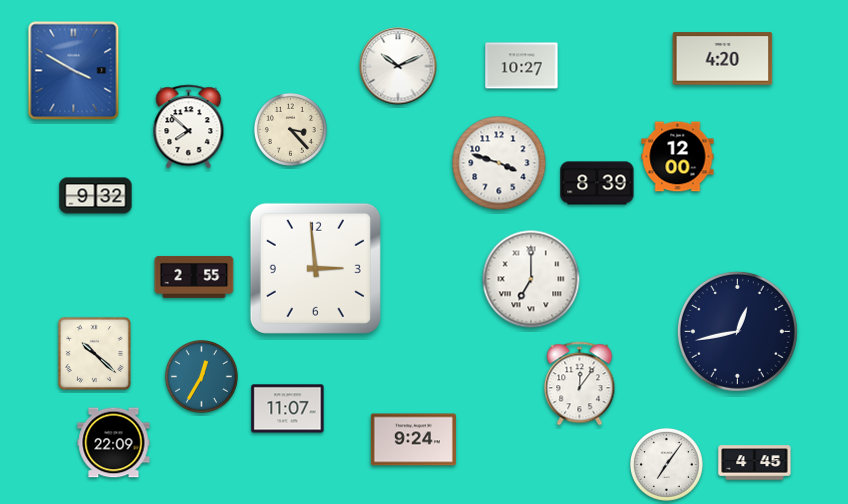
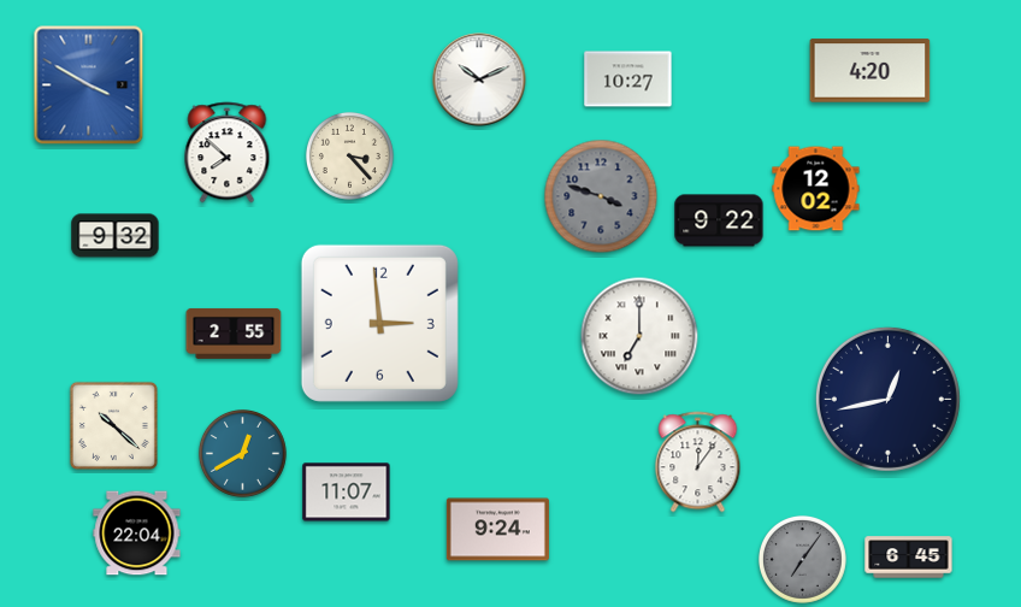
clock at (678, 157): 12:00 -> 12:02
clock at (499, 163) dial: white -> grey
clock at (597, 183): 8:39 -> 9:22
clock at (201, 376): 12:35 -> 12:40
clock at (114, 443): 22:09 -> 22:04
clock at (755, 463): 4:45 -> 6:45
clock at (666, 464) dial: white -> grey
